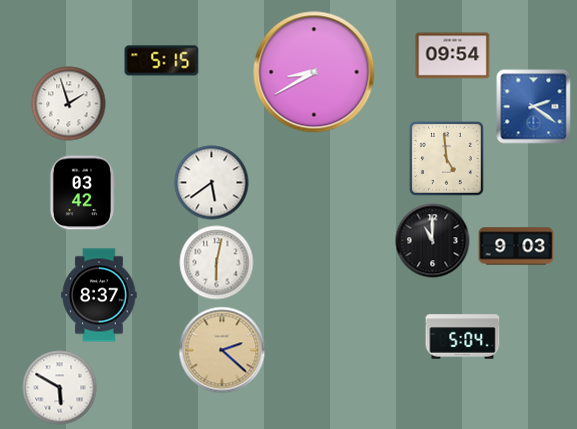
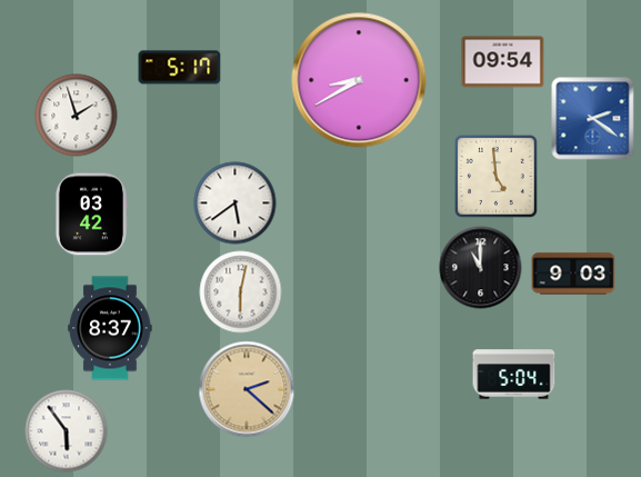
clock at (162, 61): 5:15 -> 5:17
clock at (314, 72) position: (314, 72) -> (359, 80)
clock at (60, 388): 5:50 -> 5:54
